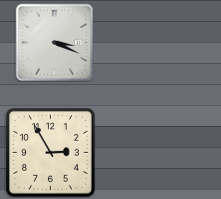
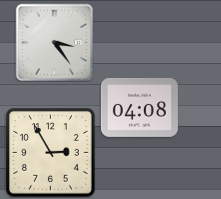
clock at (54, 42): 3:19 -> 3:24
clock at (139, 107): none -> 04:08
